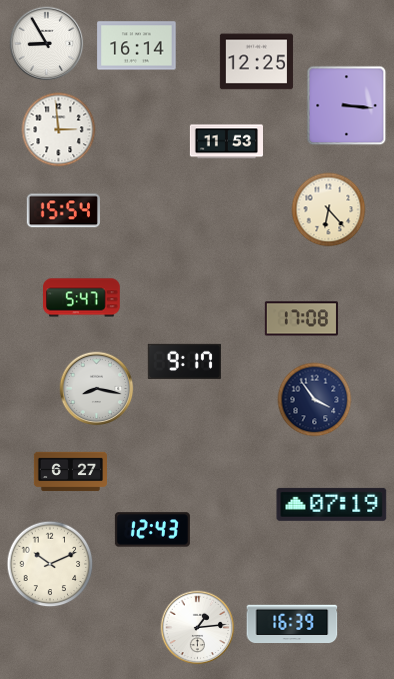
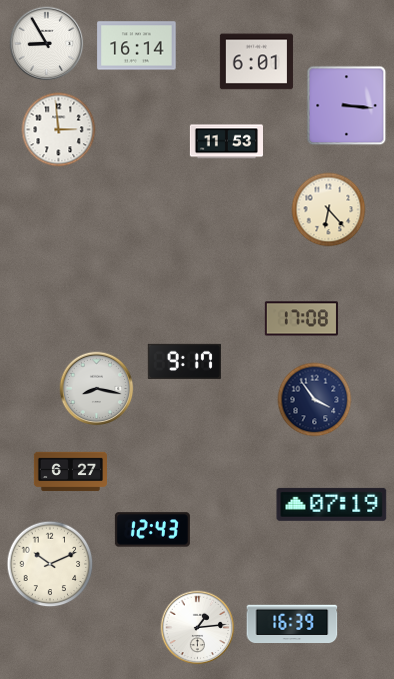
clock at (256, 62): 12:25 -> 6:01
clock at (63, 211): 15:54 -> none
clock at (82, 298): 5:47 -> none
